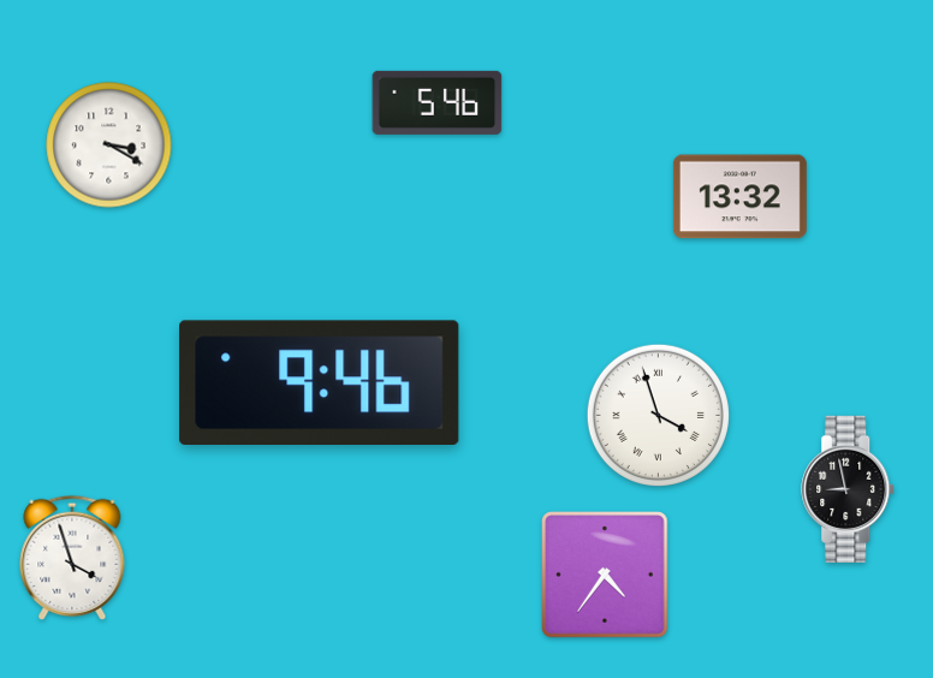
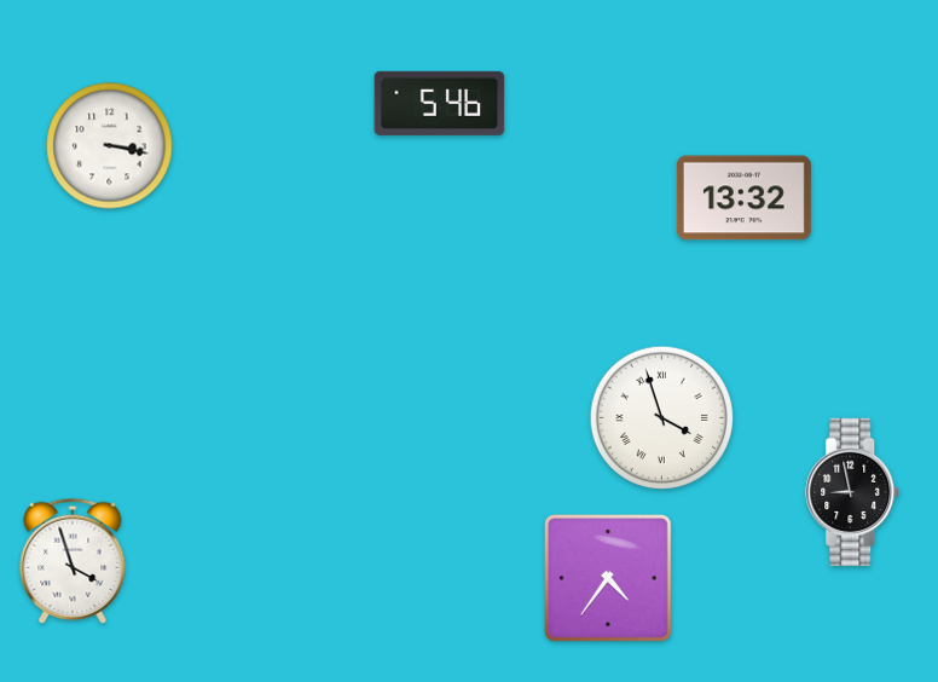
clock at (109, 145): 3:20 -> 3:17
clock at (320, 382): 9:46 -> none
